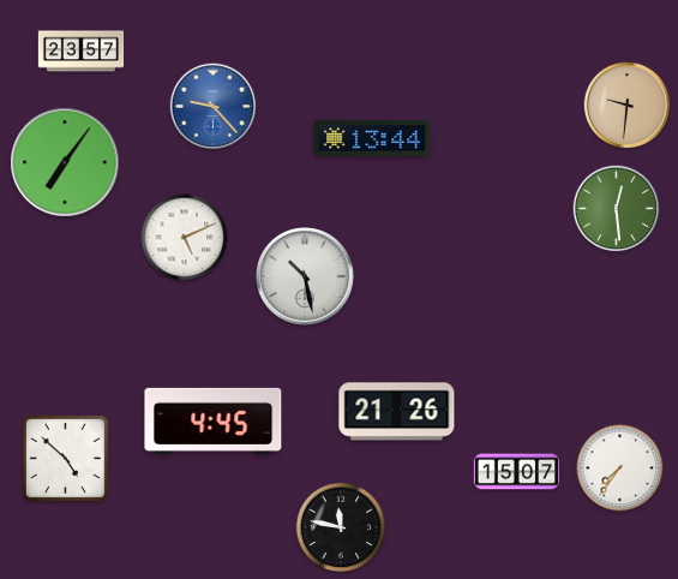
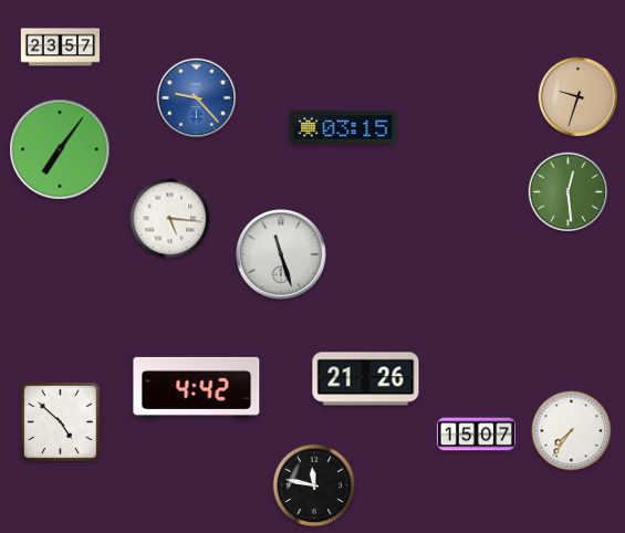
clock at (82, 52) position: (82, 52) -> (61, 48)
clock at (628, 106): 9:31 -> 9:33
clock at (372, 138): 13:44 -> 03:15
clock at (185, 238): 5:11 -> 5:16
clock at (306, 277): 10:28 -> 11:27
clock at (214, 420): 4:45 -> 4:42
